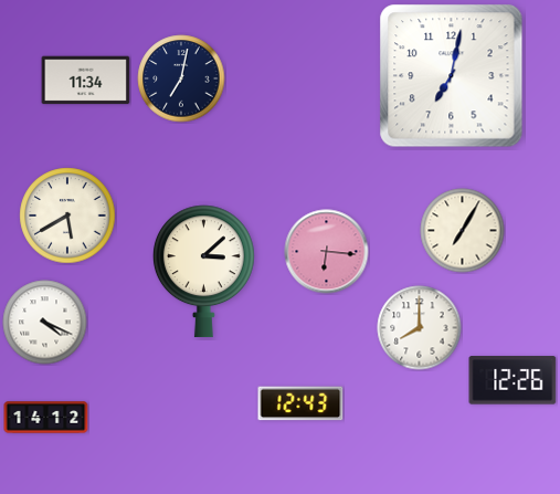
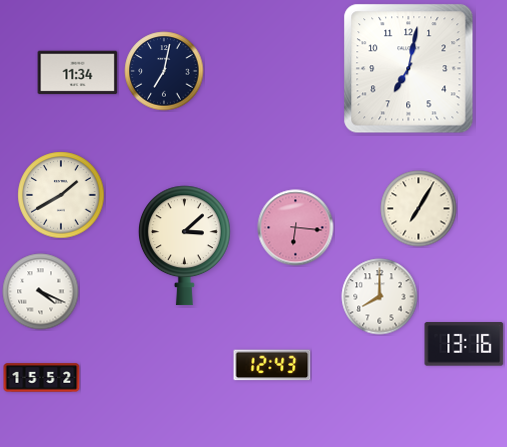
clock at (67, 216): 5:40 -> 1:40
clock at (513, 380): 12:26 -> 13:16
clock at (46, 418): 14:12 -> 15:52
